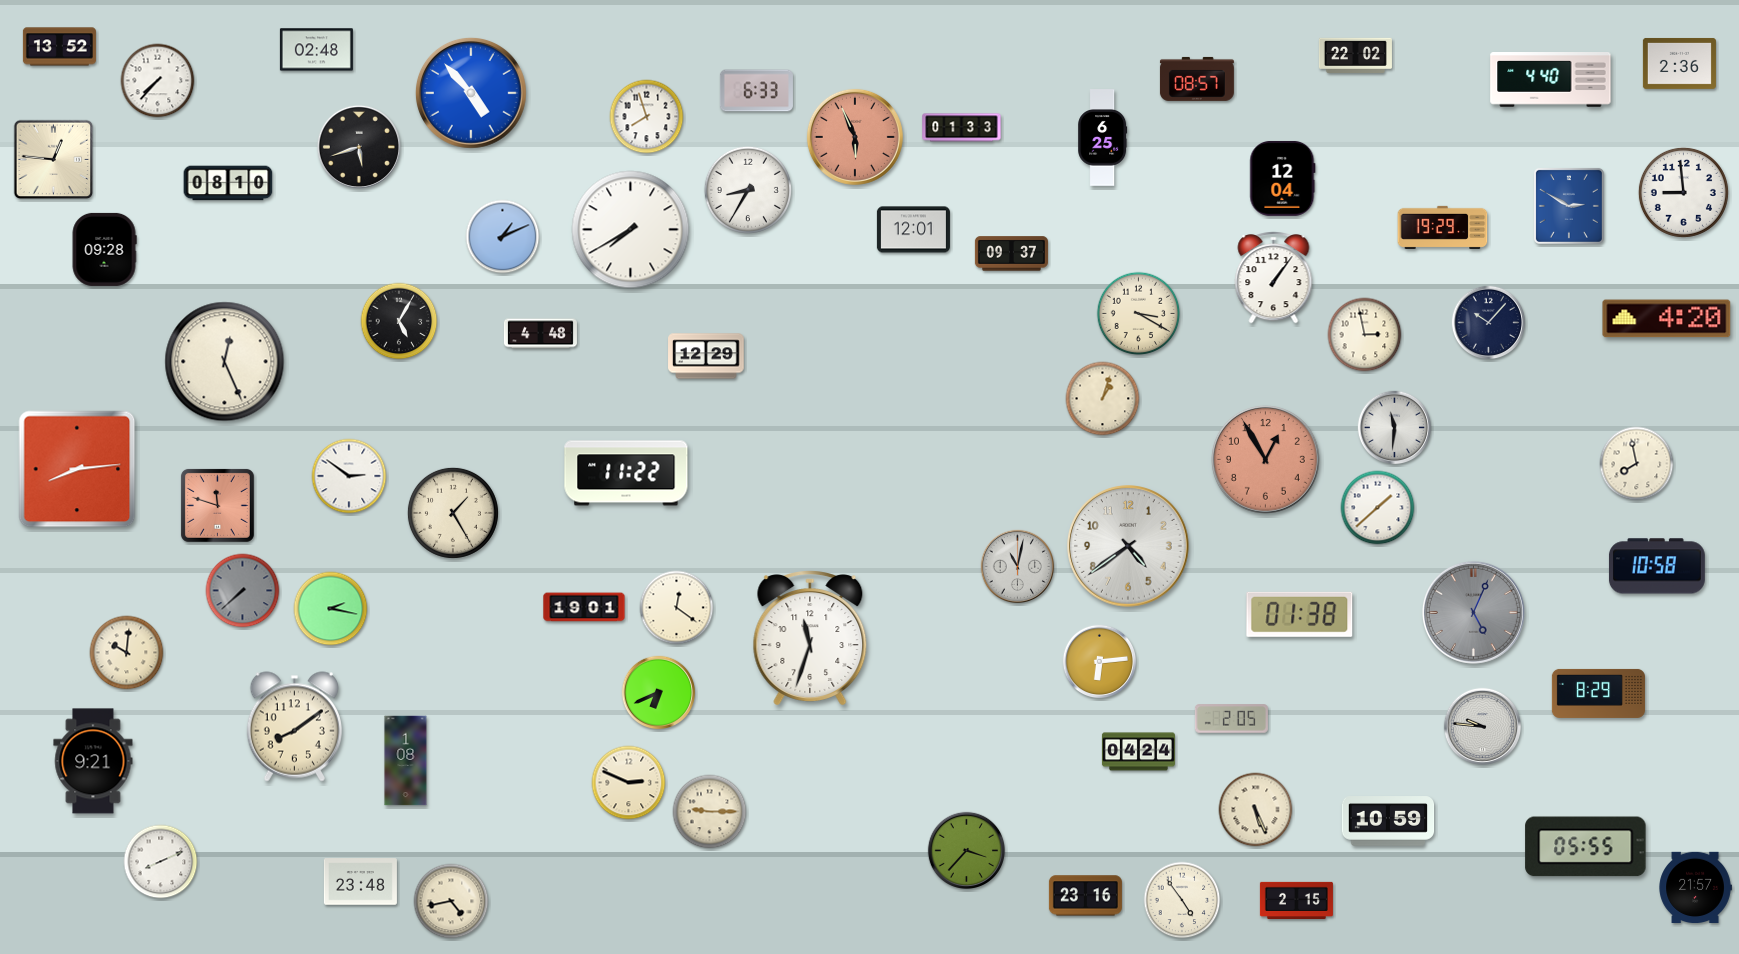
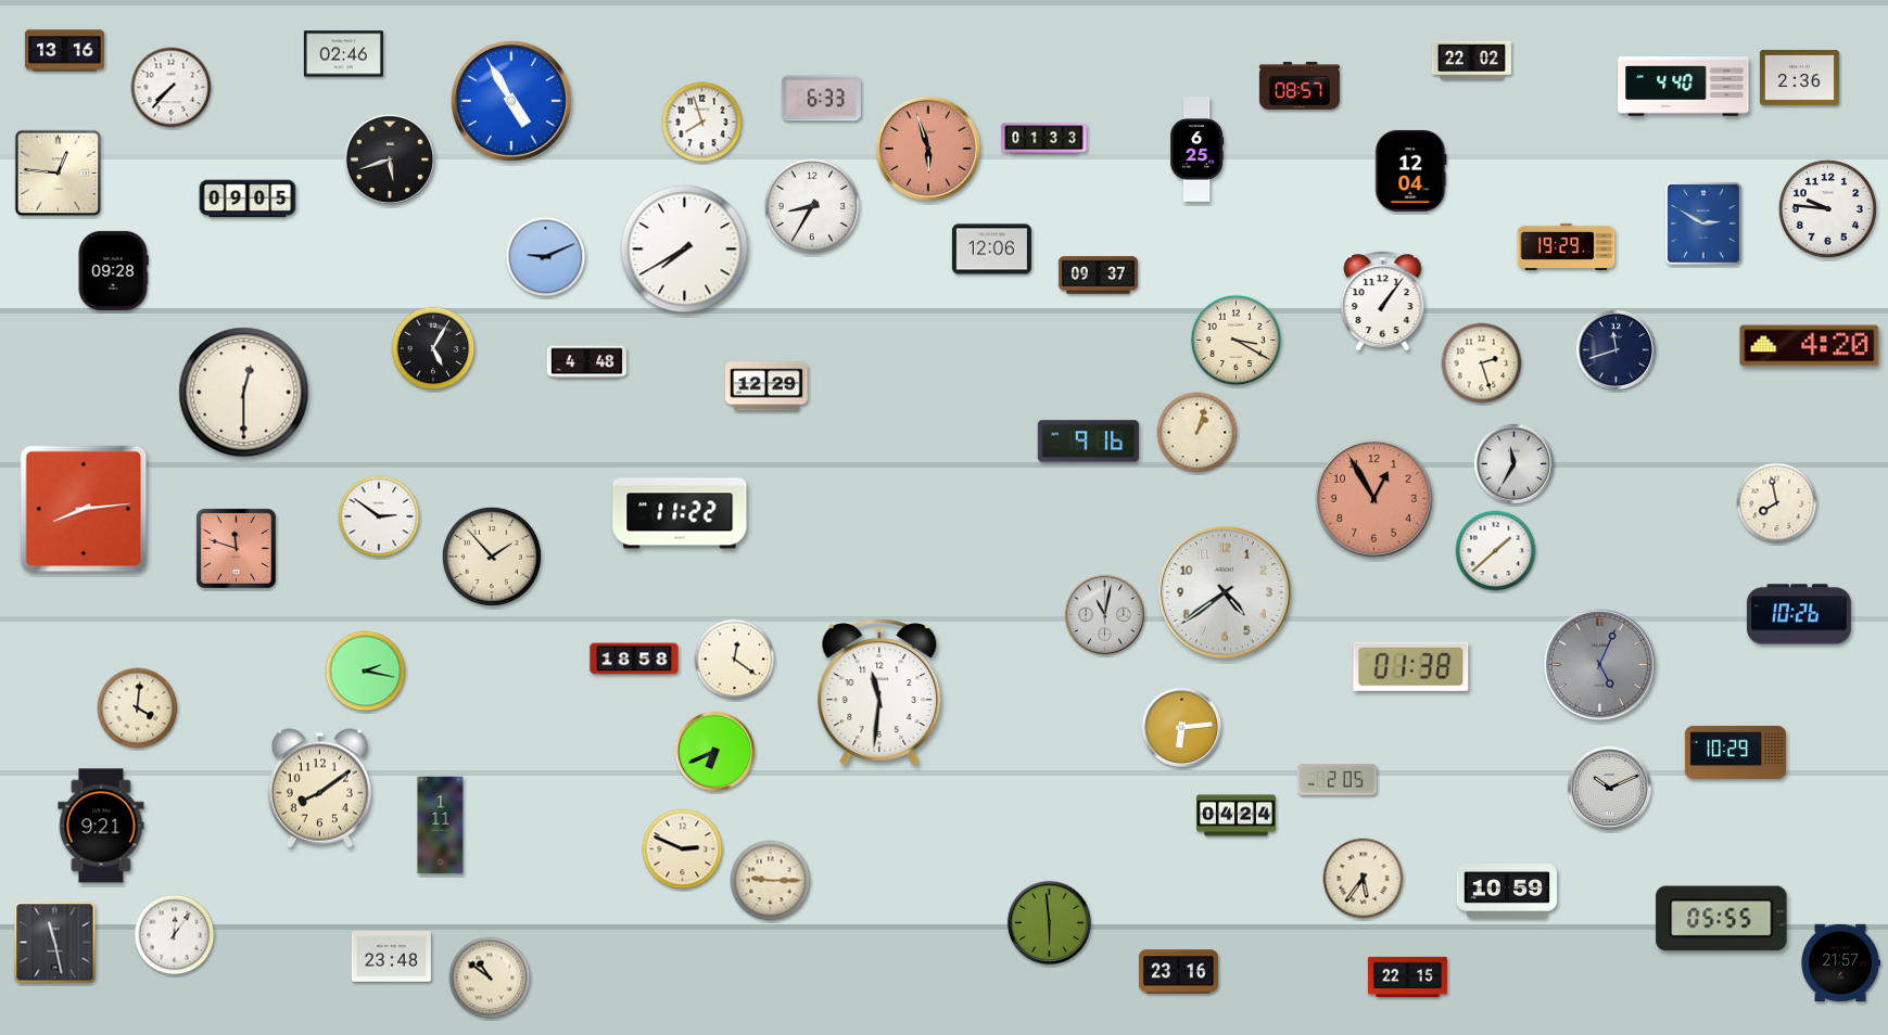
clock at (59, 47): 13:52 -> 13:16
clock at (316, 50): 02:48 -> 02:46
clock at (1679, 63) position: (1679, 63) -> (1799, 77)
clock at (471, 93): 4:53 -> 4:55
clock at (647, 117) position: (647, 117) -> (702, 123)
clock at (855, 137): 5:56 -> 5:57
clock at (1283, 178) position: (1283, 178) -> (1411, 170)
clock at (228, 183): 08:10 -> 09:05
clock at (1683, 192): 8:59 -> 9:46
clock at (913, 230): 12:01 -> 12:06
clock at (503, 237): 1:11 -> 9:11
clock at (1489, 323): 10:07 -> 11:42
clock at (1365, 335): 2:58 -> 2:27
clock at (225, 362): 12:26 -> 12:30
clock at (1088, 442): none -> 9:16
clock at (1395, 428): 11:31 -> 11:35
clock at (453, 513): 1:25 -> 1:53
clock at (1657, 566): 10:58 -> 10:26
clock at (243, 591): 7:38 -> none
clock at (584, 607): 19:01 -> 18:58
clock at (331, 609) position: (331, 609) -> (366, 672)
clock at (810, 638): 11:33 -> 11:31
clock at (127, 653): 10:01 -> 4:01
clock at (1100, 662) position: (1100, 662) -> (1182, 728)
clock at (1598, 693): 8:29 -> 10:29
clock at (1482, 726): 9:46 -> 10:11
clock at (406, 761): 1:08 -> 1:11
clock at (1256, 810): 5:26 -> 5:36
clock at (966, 850): 3:37 -> 5:59
clock at (161, 862): 8:11 -> 12:06
clock at (55, 943): none -> 11:28
clock at (1182, 900): 4:54 -> none
clock at (1296, 900): 2:15 -> 22:15
clock at (451, 901): 4:43 -> 10:51
